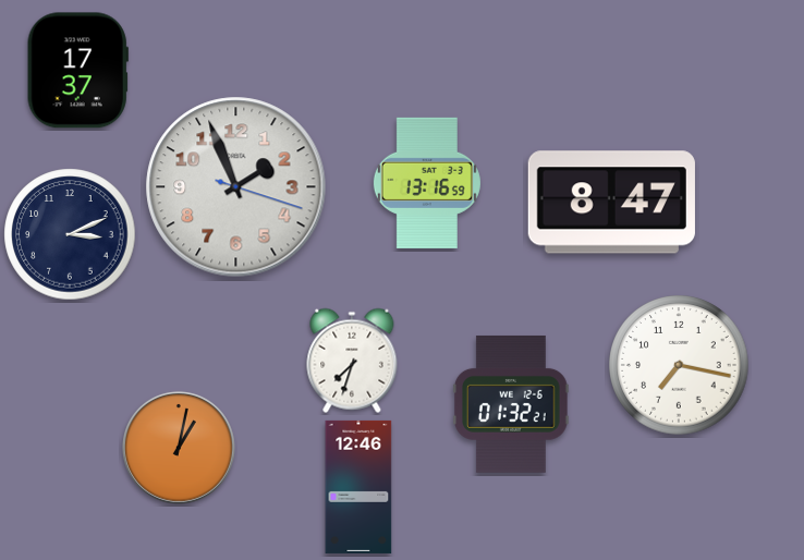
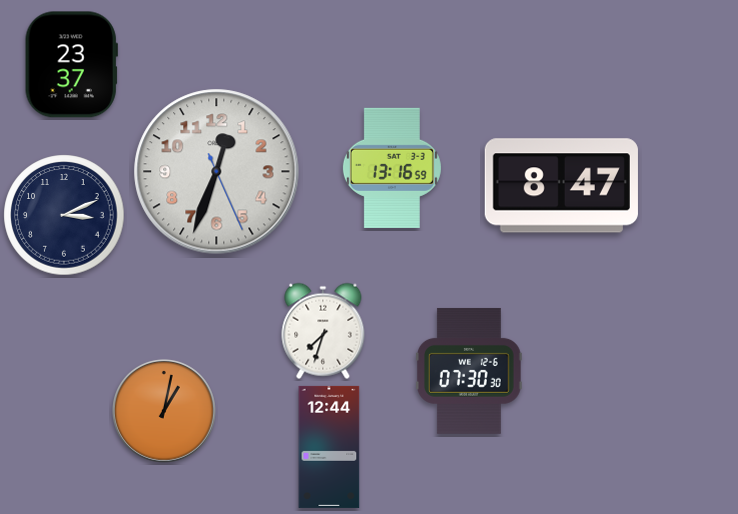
clock at (77, 71): 17:37 -> 23:37
clock at (236, 187): 1:56 -> 12:33
clock at (679, 365): 7:17 -> none
clock at (511, 404): 01:32 -> 07:30
clock at (358, 487): 12:46 -> 12:44
